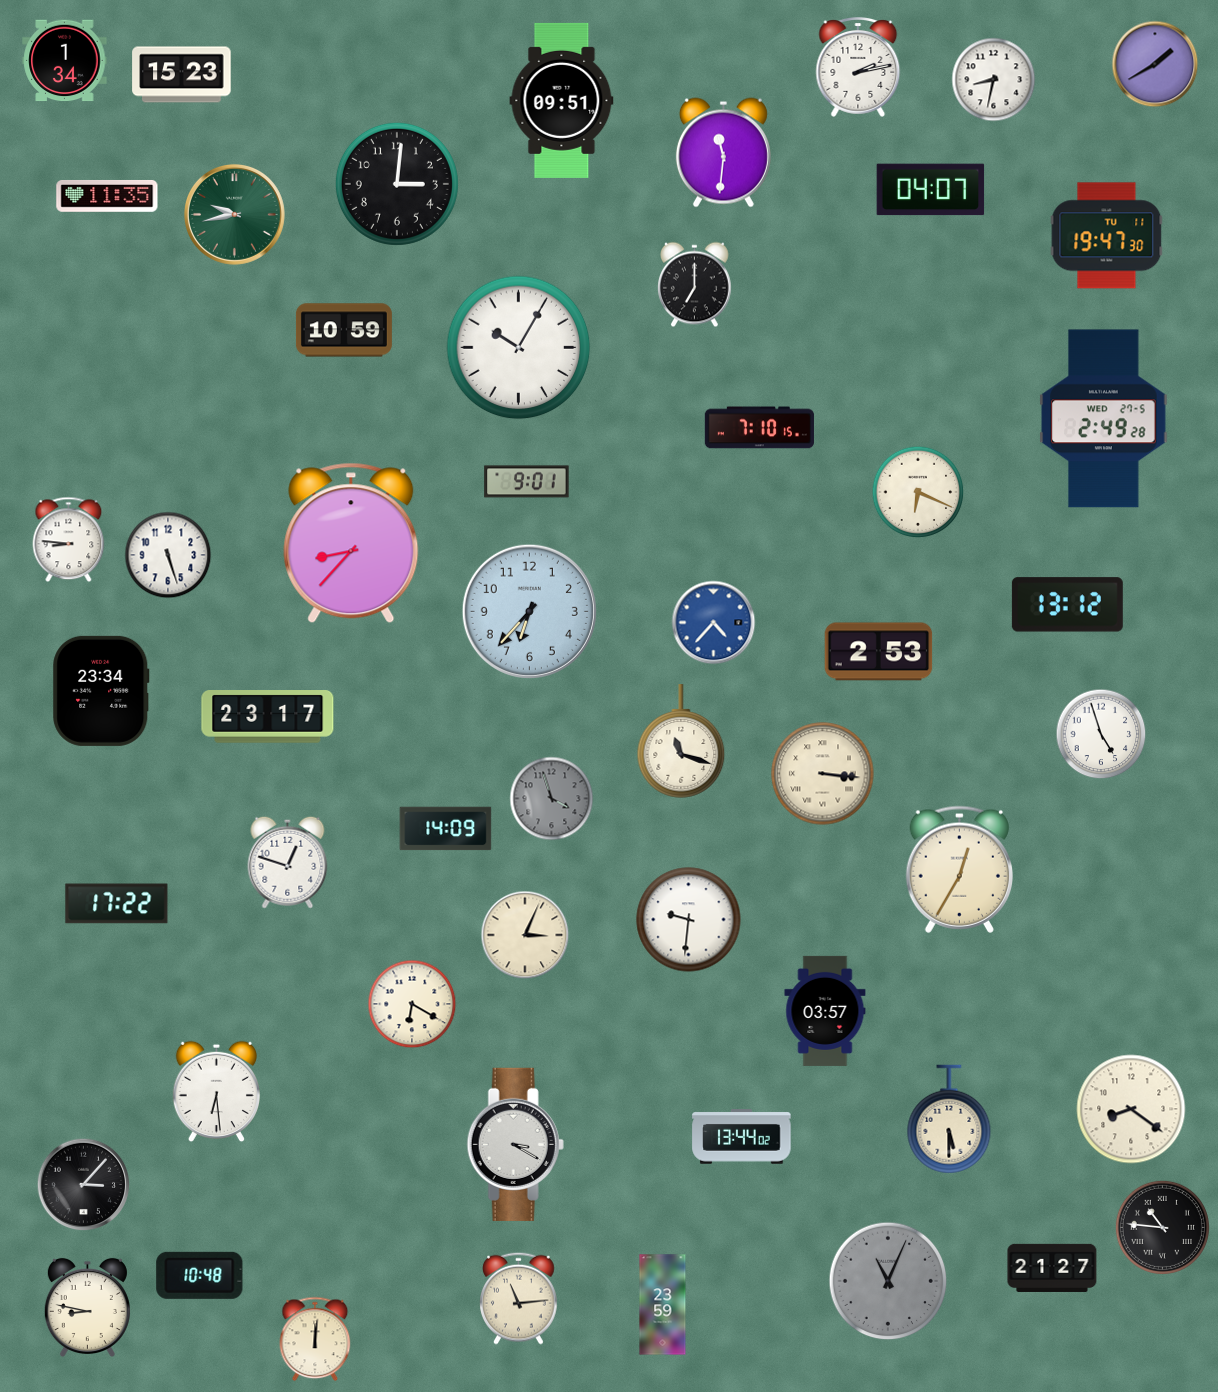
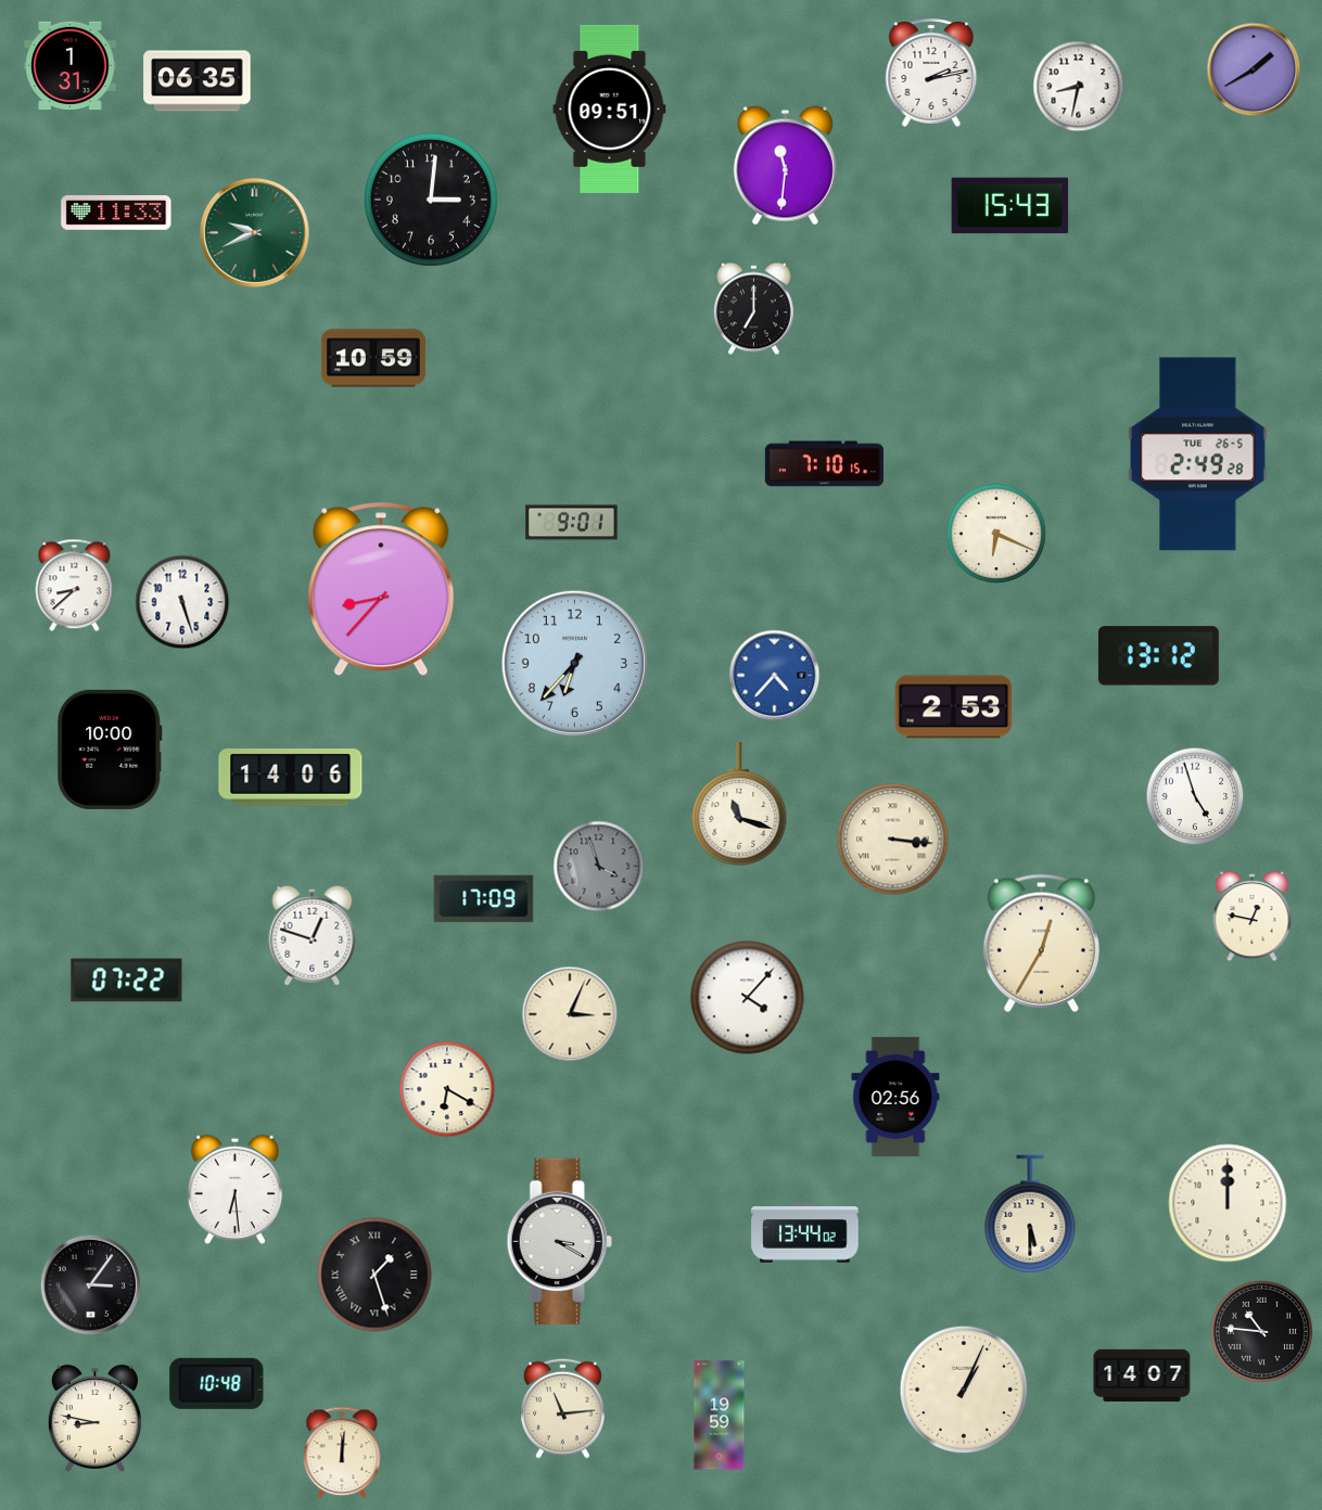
clock at (65, 61): 1:34 -> 1:31
clock at (182, 75): 15:23 -> 06:35
clock at (931, 190): 04:07 -> 15:43
clock at (107, 196): 11:35 -> 11:33
clock at (234, 214): 9:43 -> 9:41
clock at (1107, 236): 19:47 -> none
clock at (519, 348): 10:05 -> none
clock at (1104, 419) date: WED 27-5 -> TUE 26-5
clock at (69, 540): 8:46 -> 8:38
clock at (101, 691): 23:34 -> 10:00
clock at (268, 717): 23:17 -> 14:06
clock at (446, 829): 14:09 -> 17:09
clock at (1253, 917): none -> 12:47
clock at (117, 904): 17:22 -> 07:22
clock at (689, 920): 9:31 -> 4:07
clock at (825, 1011): 03:57 -> 02:56
clock at (216, 1092) position: (216, 1092) -> (234, 1190)
clock at (1131, 1109): 8:21 -> 12:00
clock at (374, 1275): none -> 1:27
clock at (84, 1185): 3:07 -> 3:06
clock at (1052, 1268): 21:27 -> 14:07
clock at (888, 1281): 11:04 -> 1:04
clock at (888, 1281) dial: grey -> cream
clock at (663, 1305): 23:59 -> 19:59
